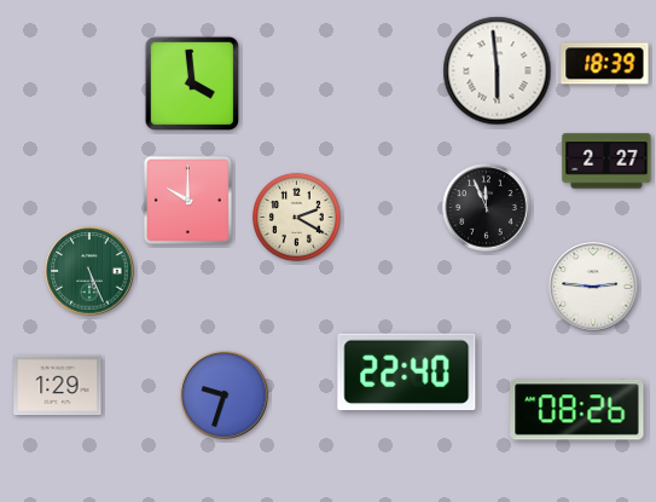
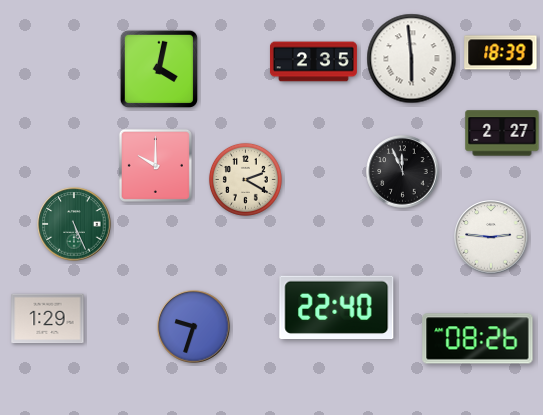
clock at (313, 62): none -> 2:35
clock at (191, 82): 3:59 -> 4:02
clock at (225, 396) position: (225, 396) -> (194, 327)
